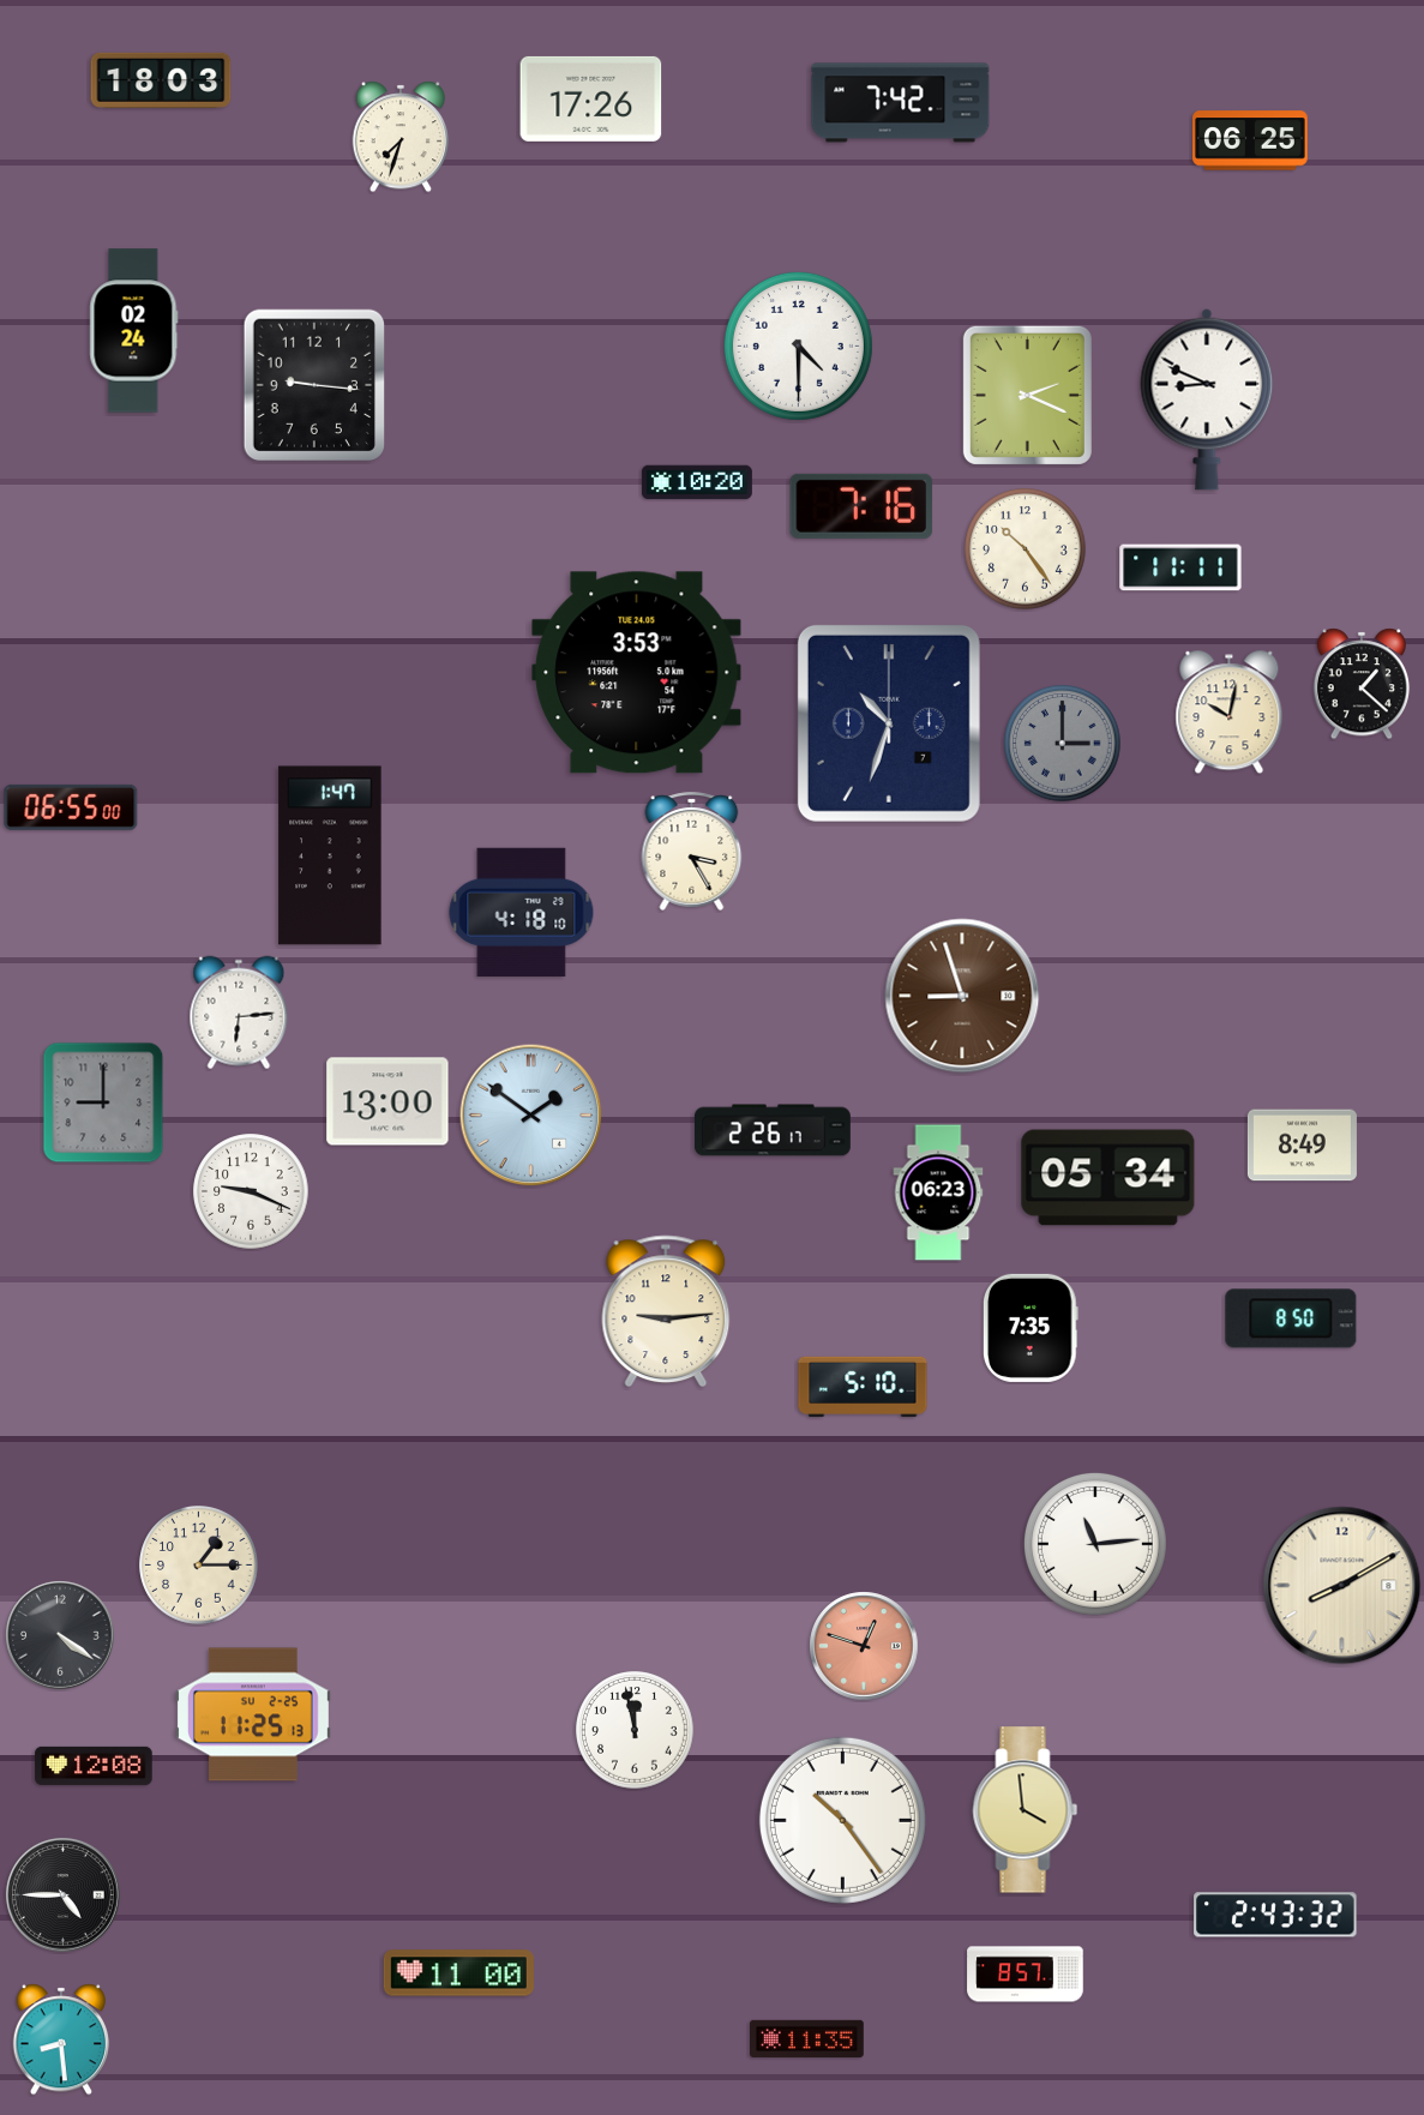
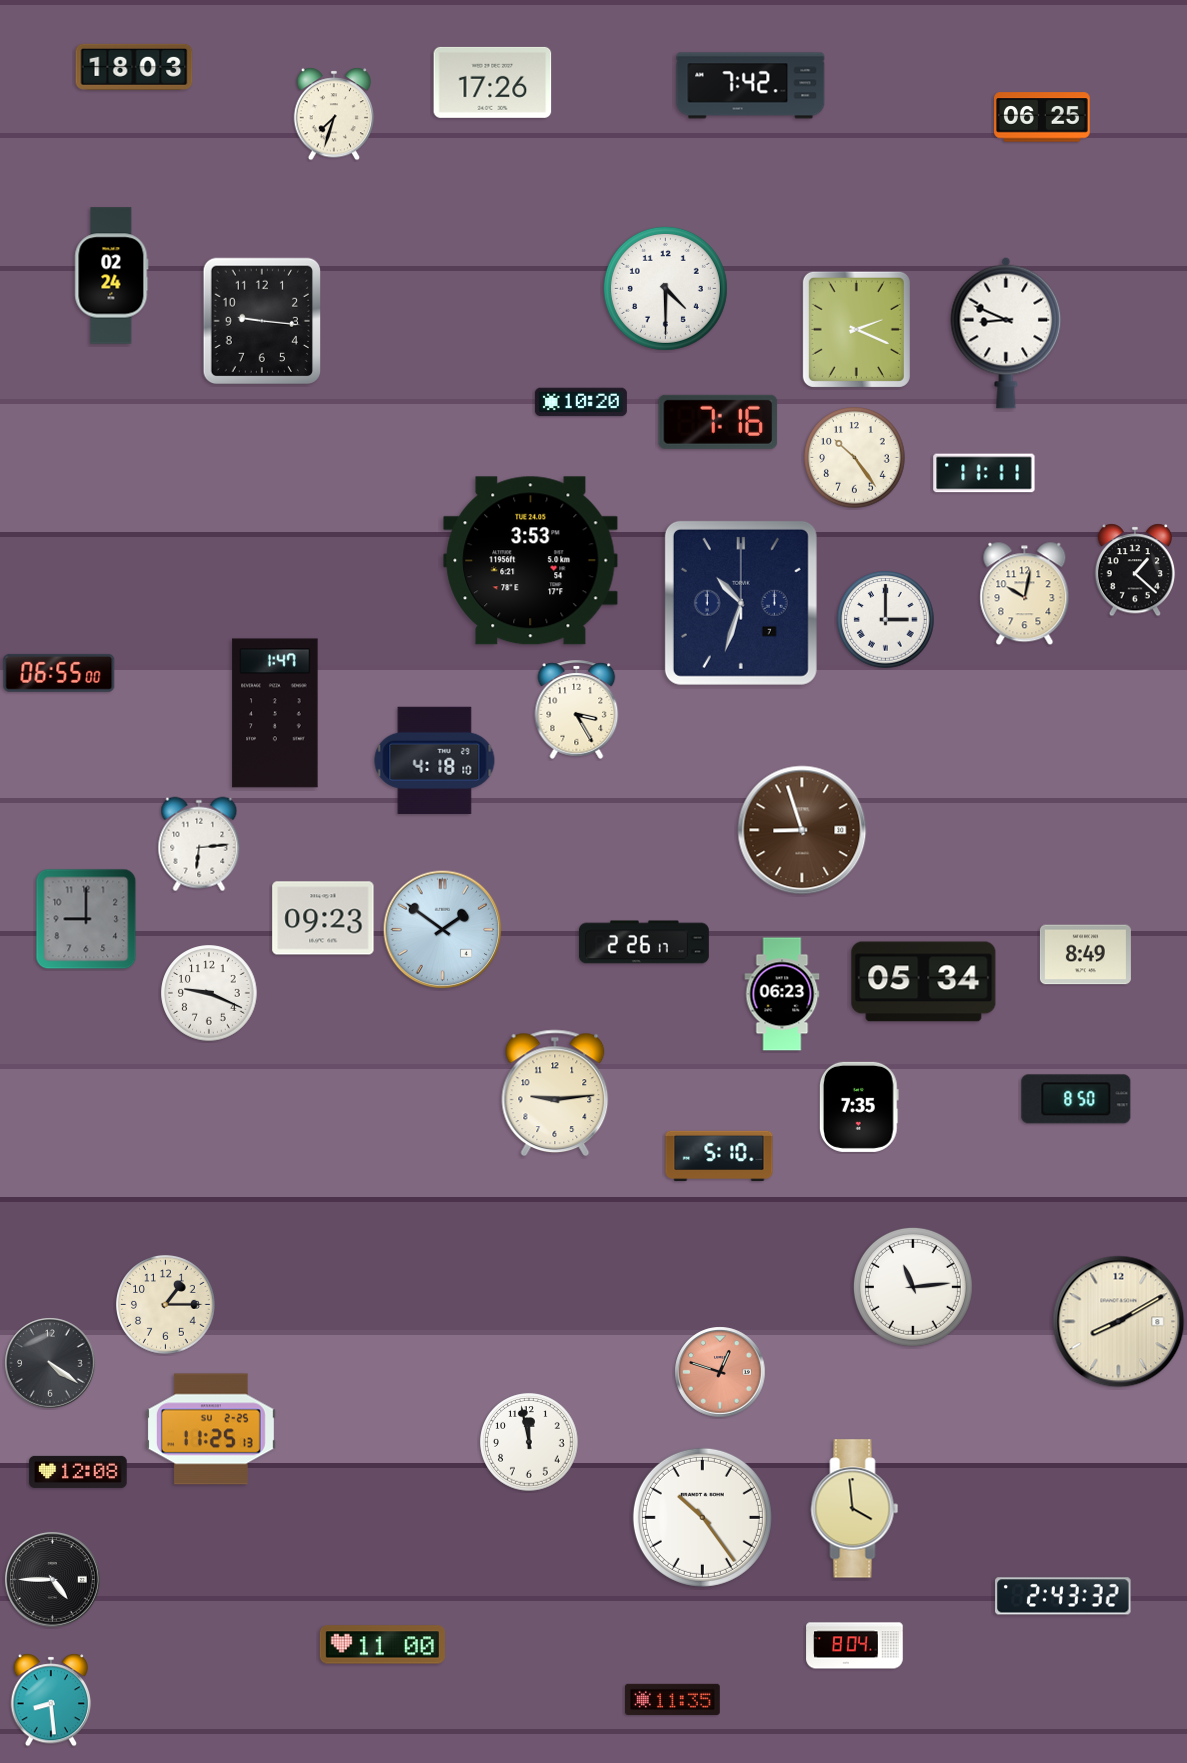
clock at (1063, 744) dial: grey -> white
clock at (387, 1101): 13:00 -> 09:23
clock at (1026, 1975): 8:57 -> 8:04
